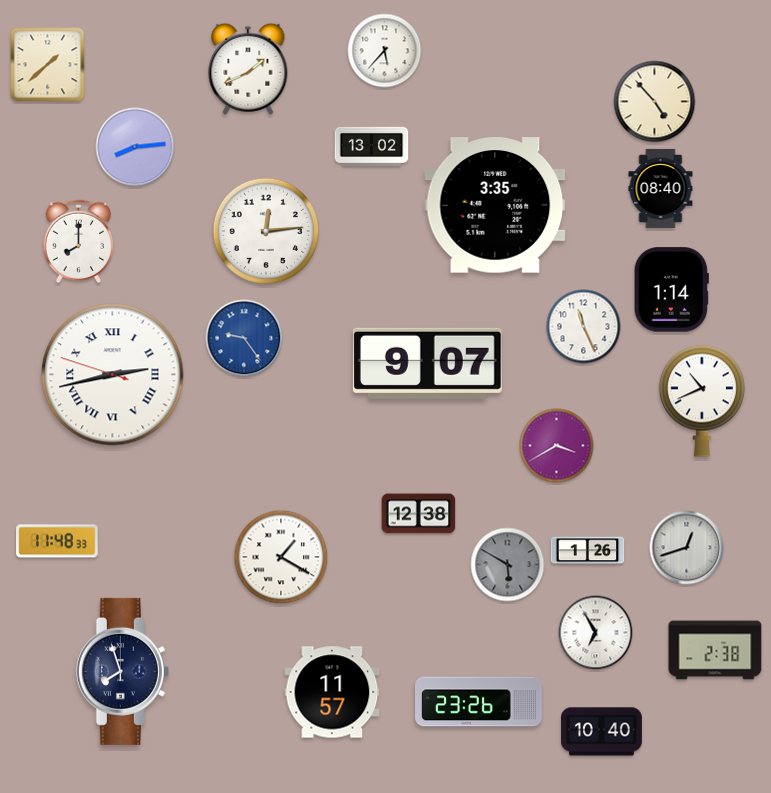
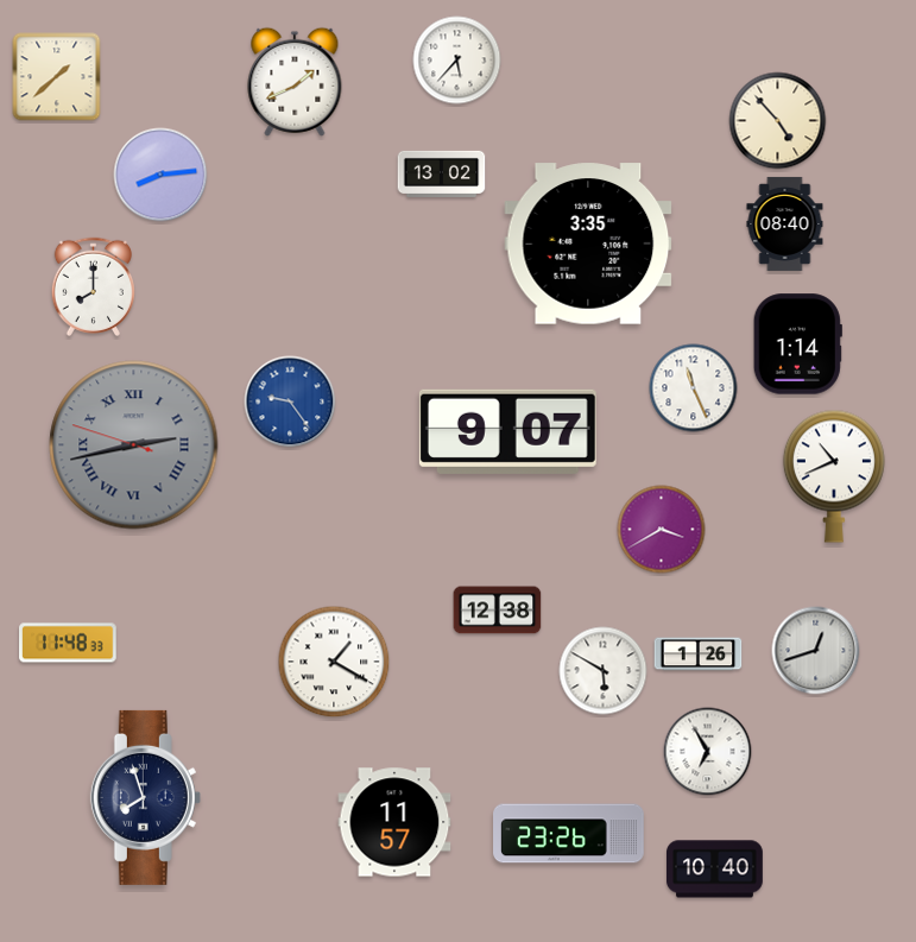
clock at (265, 230): 12:14 -> none
clock at (113, 375) dial: white -> grey
clock at (508, 565) dial: grey -> white
clock at (715, 650): 2:38 -> none
